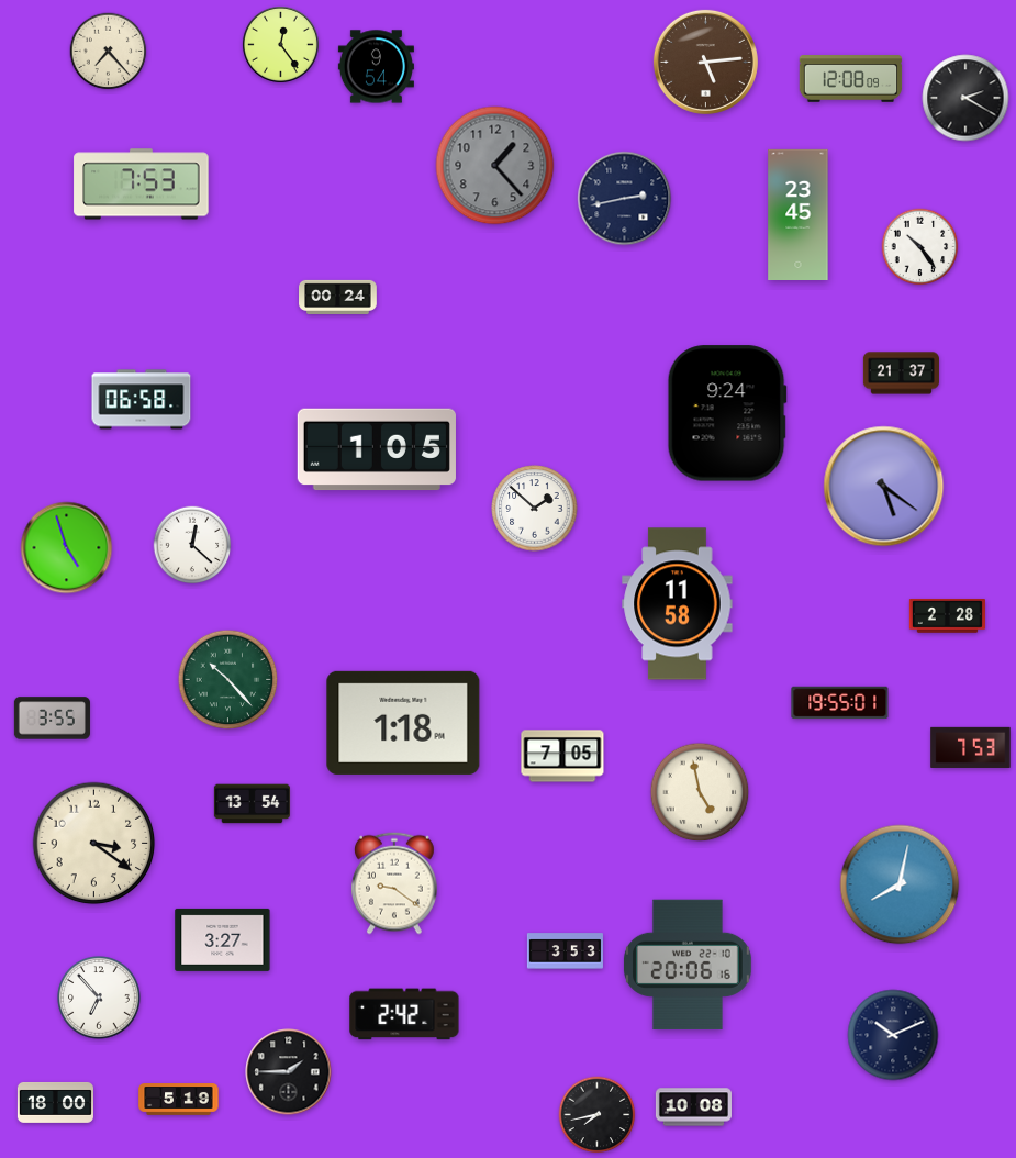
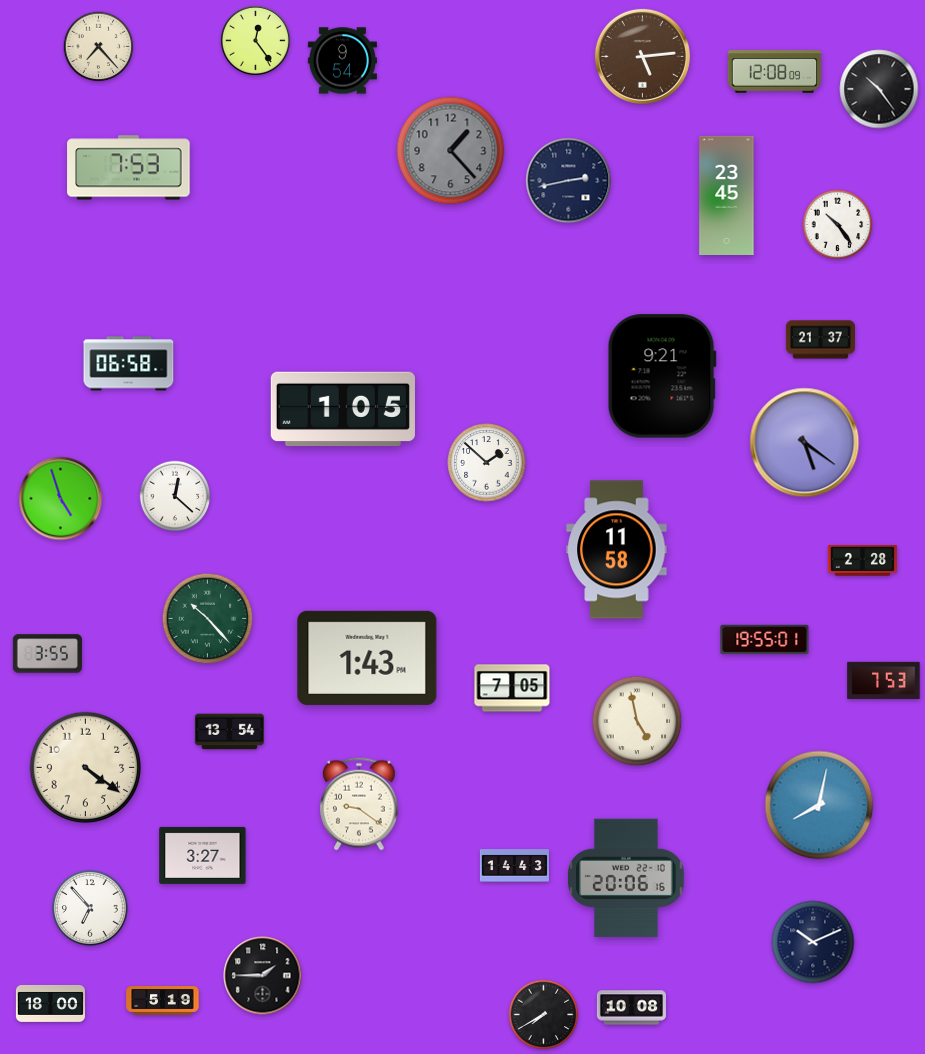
clock at (965, 98): 2:20 -> 10:24
clock at (338, 297): 00:24 -> none
clock at (727, 413): 9:24 -> 9:21
clock at (403, 723): 1:18 -> 1:43
clock at (94, 844): 3:21 -> 4:21
clock at (565, 951): 3:53 -> 14:43
clock at (404, 1014): 2:42 -> none
clock at (598, 1115): 7:43 -> 7:40
